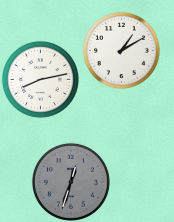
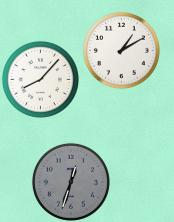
clock at (40, 79): 8:13 -> 8:07
